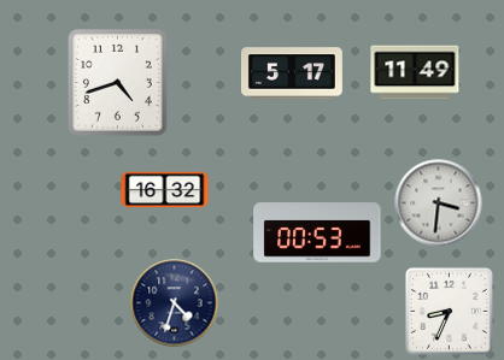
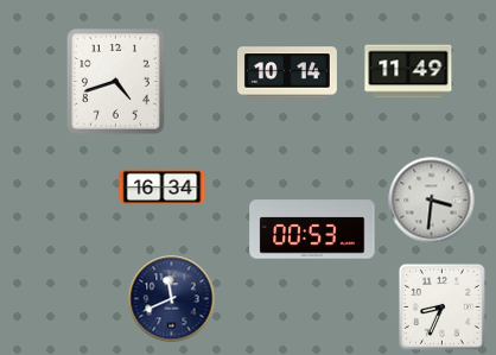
clock at (292, 73): 5:17 -> 10:14
clock at (165, 190): 16:32 -> 16:34
clock at (175, 303): 4:33 -> 11:41
